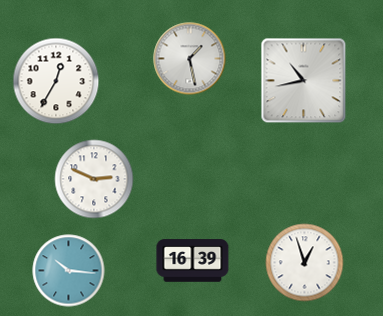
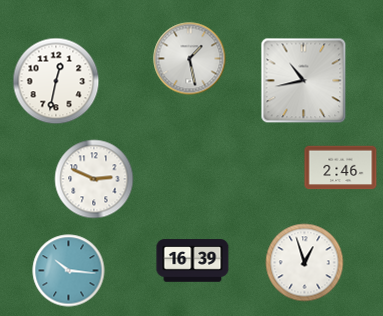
clock at (56, 81): 12:35 -> 12:32
clock at (341, 168): none -> 2:46
